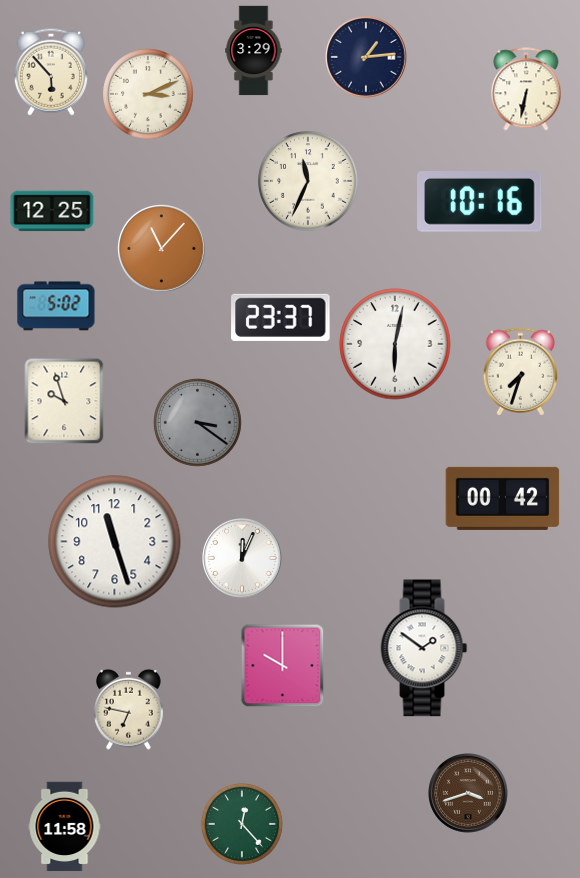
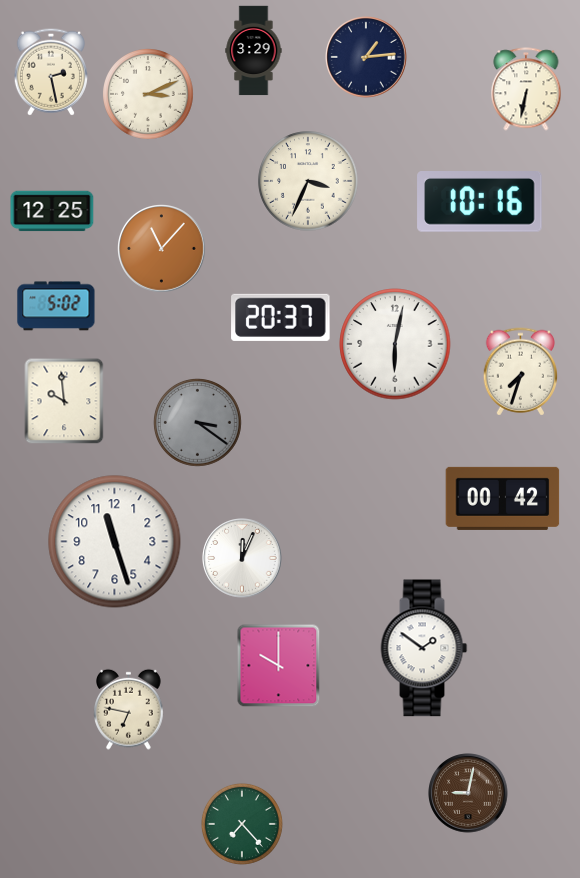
clock at (51, 72): 5:53 -> 2:28
clock at (308, 181): 11:34 -> 3:34
clock at (281, 317): 23:37 -> 20:37
clock at (64, 401): 9:57 -> 9:59
clock at (283, 666) position: (283, 666) -> (279, 666)
clock at (468, 793): 3:42 -> 9:02
clock at (242, 824): 12:23 -> 7:23
clock at (65, 827): 11:58 -> none
